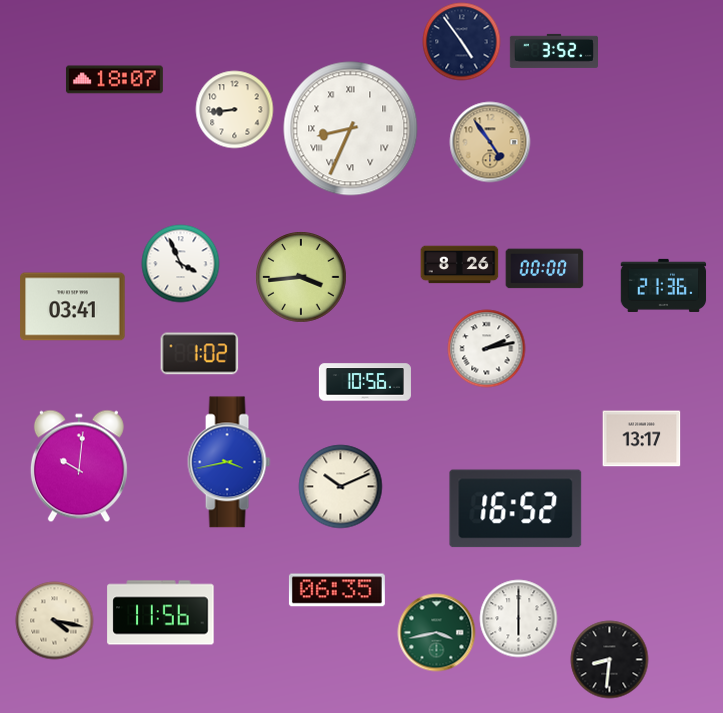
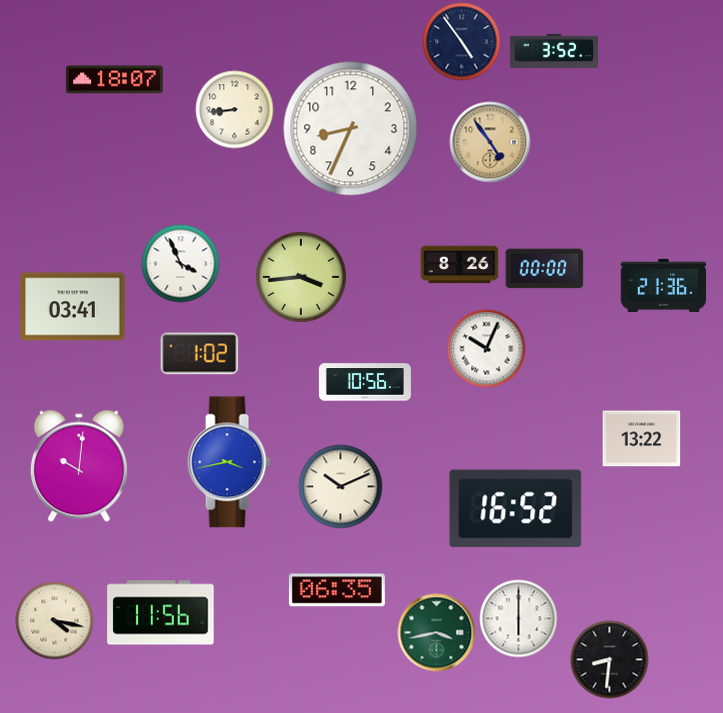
clock at (351, 129) numerals: Roman -> Arabic
clock at (486, 348): 2:13 -> 10:04
clock at (641, 439): 13:17 -> 13:22
